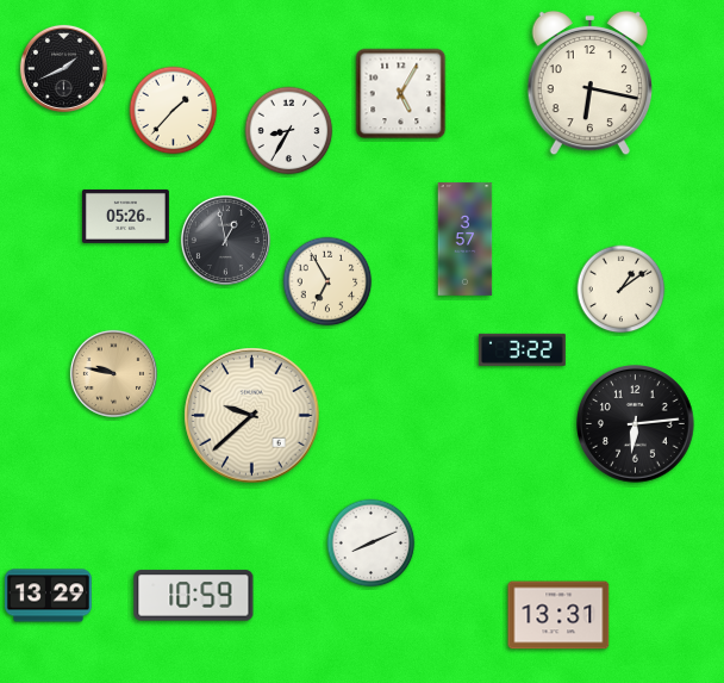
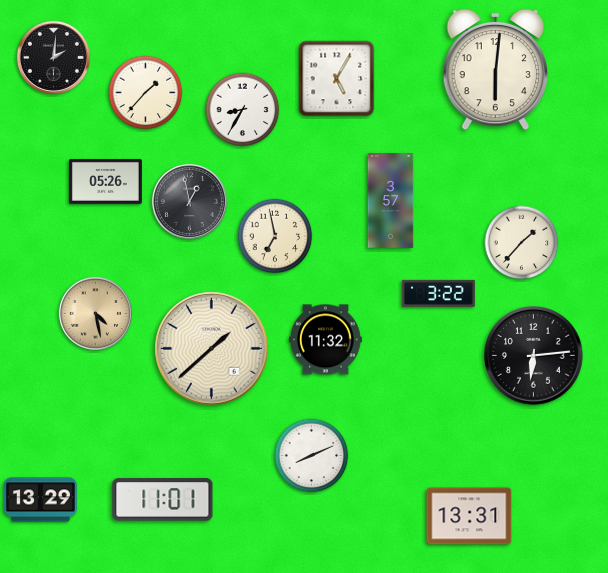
clock at (63, 68): 1:41 -> 2:01
clock at (589, 83): 6:17 -> 6:01
clock at (327, 281): 6:55 -> 6:58
clock at (622, 290): 1:09 -> 1:37
clock at (113, 373): 9:47 -> 4:28
clock at (325, 340): none -> 11:32
clock at (252, 416): 9:38 -> 1:38
clock at (194, 596): 10:59 -> 11:01
